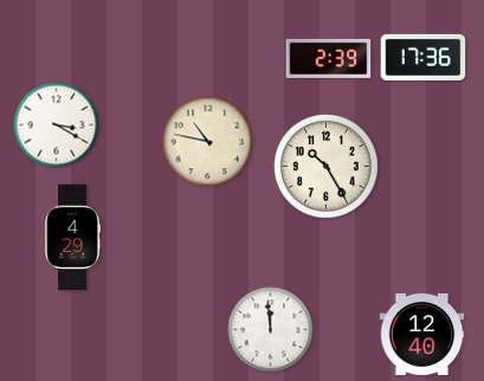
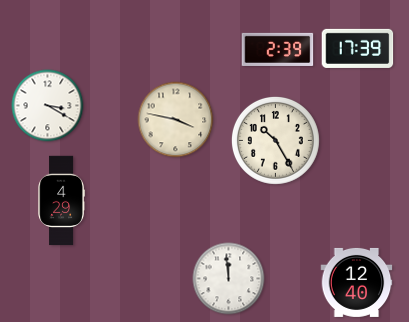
clock at (424, 57): 17:36 -> 17:39
clock at (208, 142): 10:47 -> 3:47
